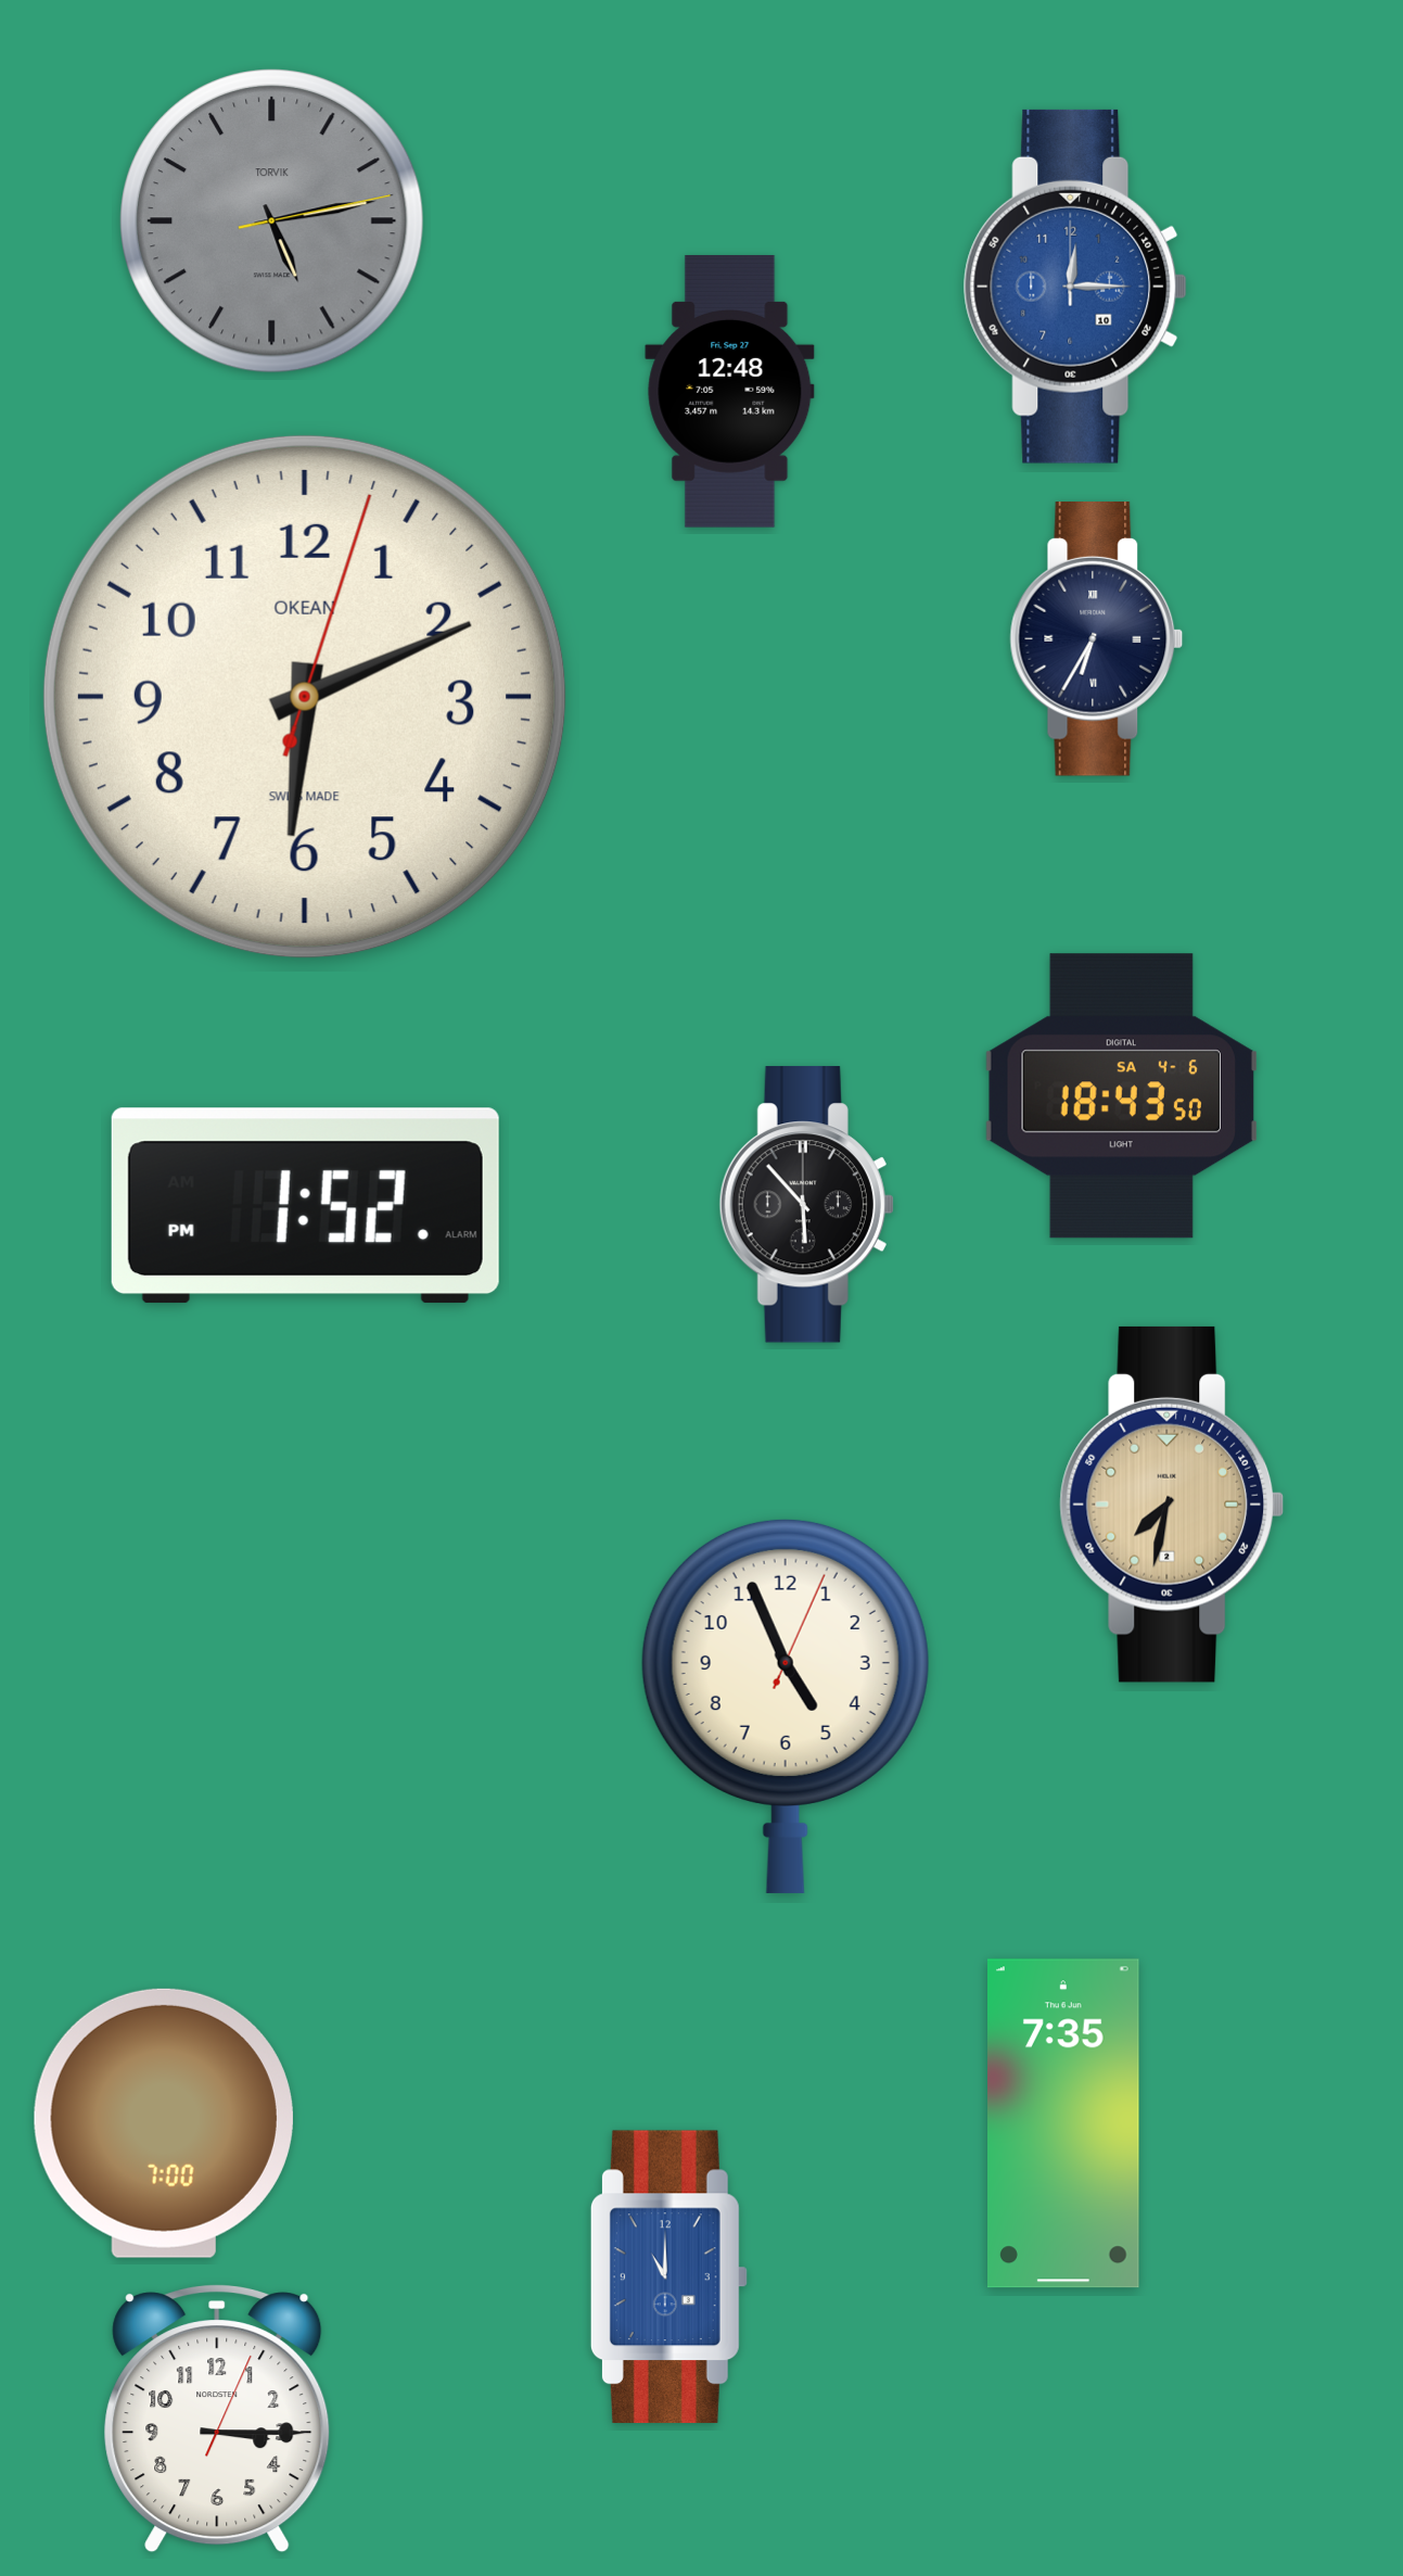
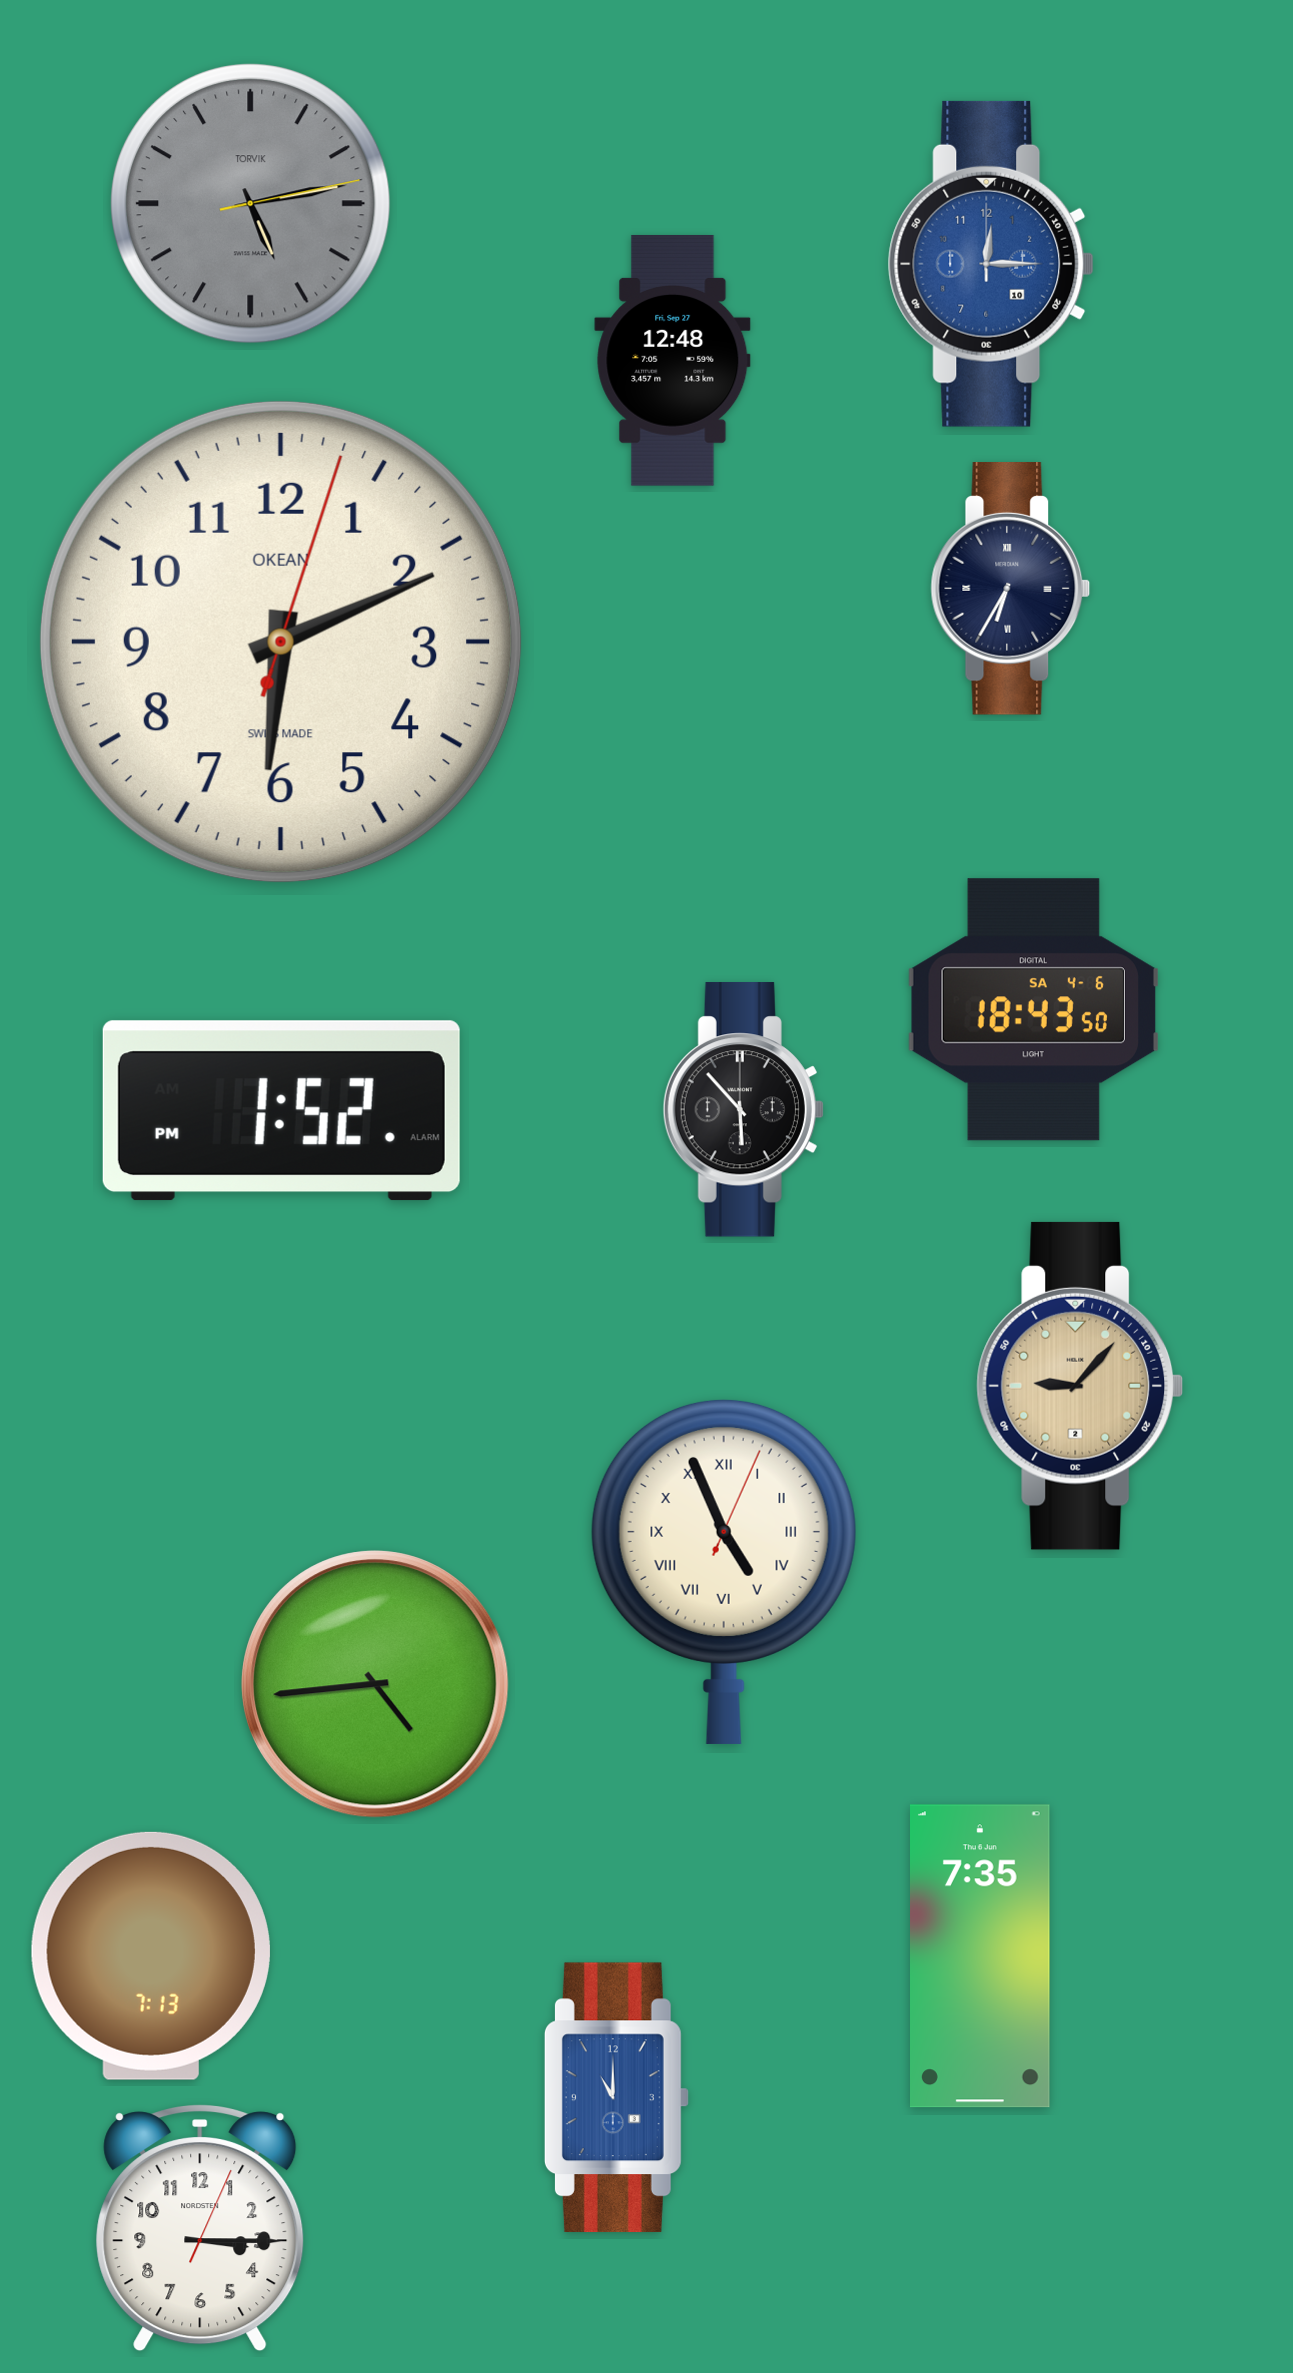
clock at (1172, 1505): 7:32 -> 9:07
clock at (786, 1705) numerals: Arabic -> Roman
clock at (375, 1684): none -> 4:44
clock at (164, 2123): 7:00 -> 7:13
